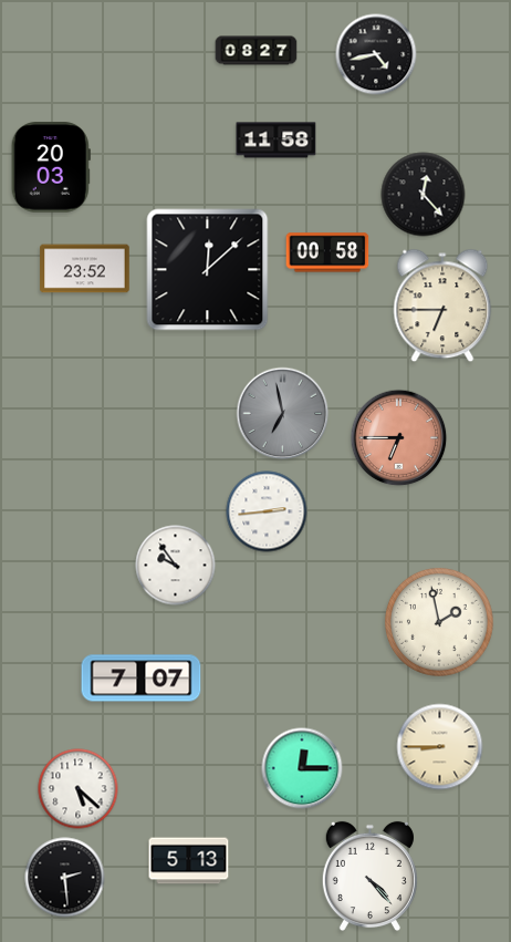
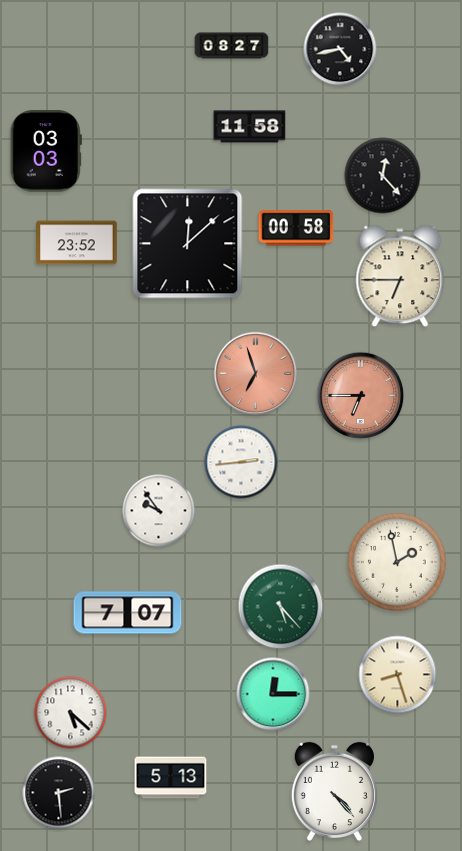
clock at (51, 167): 20:03 -> 03:03
clock at (283, 414): 6:58 -> 6:57
clock at (283, 414) dial: grey -> salmon
clock at (281, 607): none -> 5:23
clock at (440, 747): 8:45 -> 8:27
